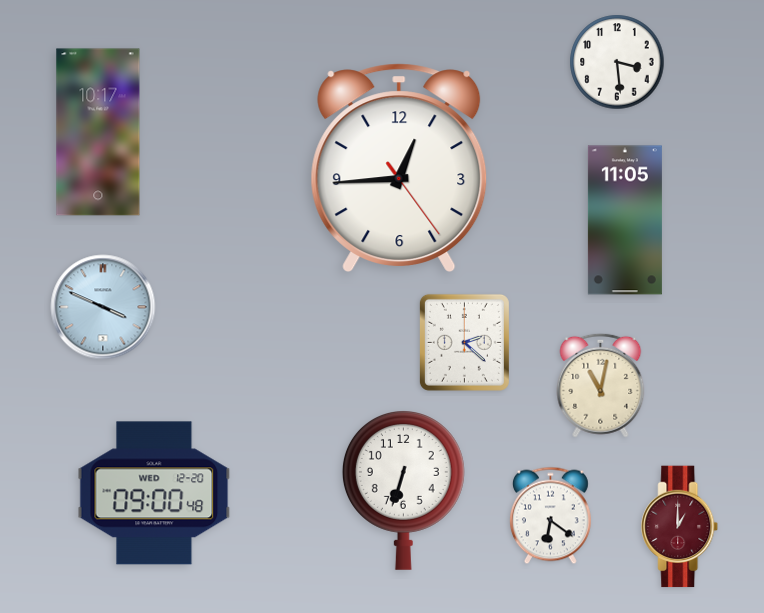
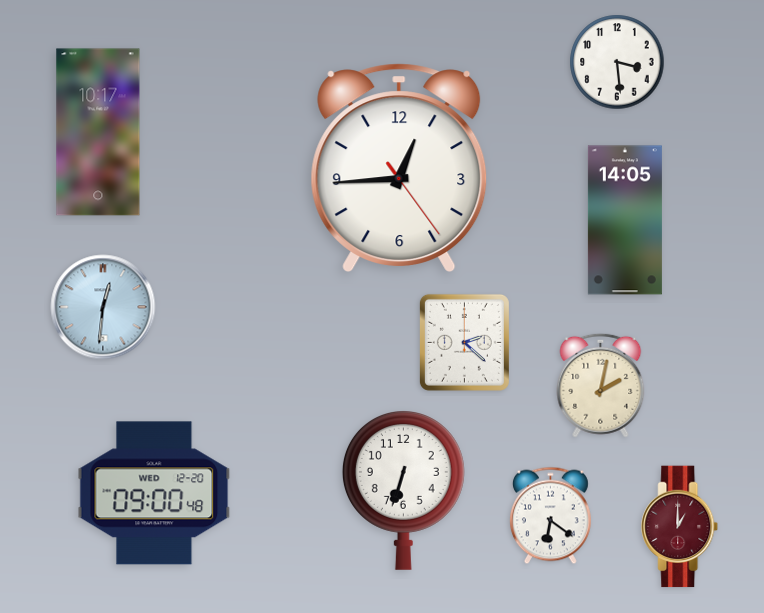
clock at (625, 220): 11:05 -> 14:05
clock at (103, 307): 3:49 -> 12:31
clock at (601, 385): 11:02 -> 2:02
